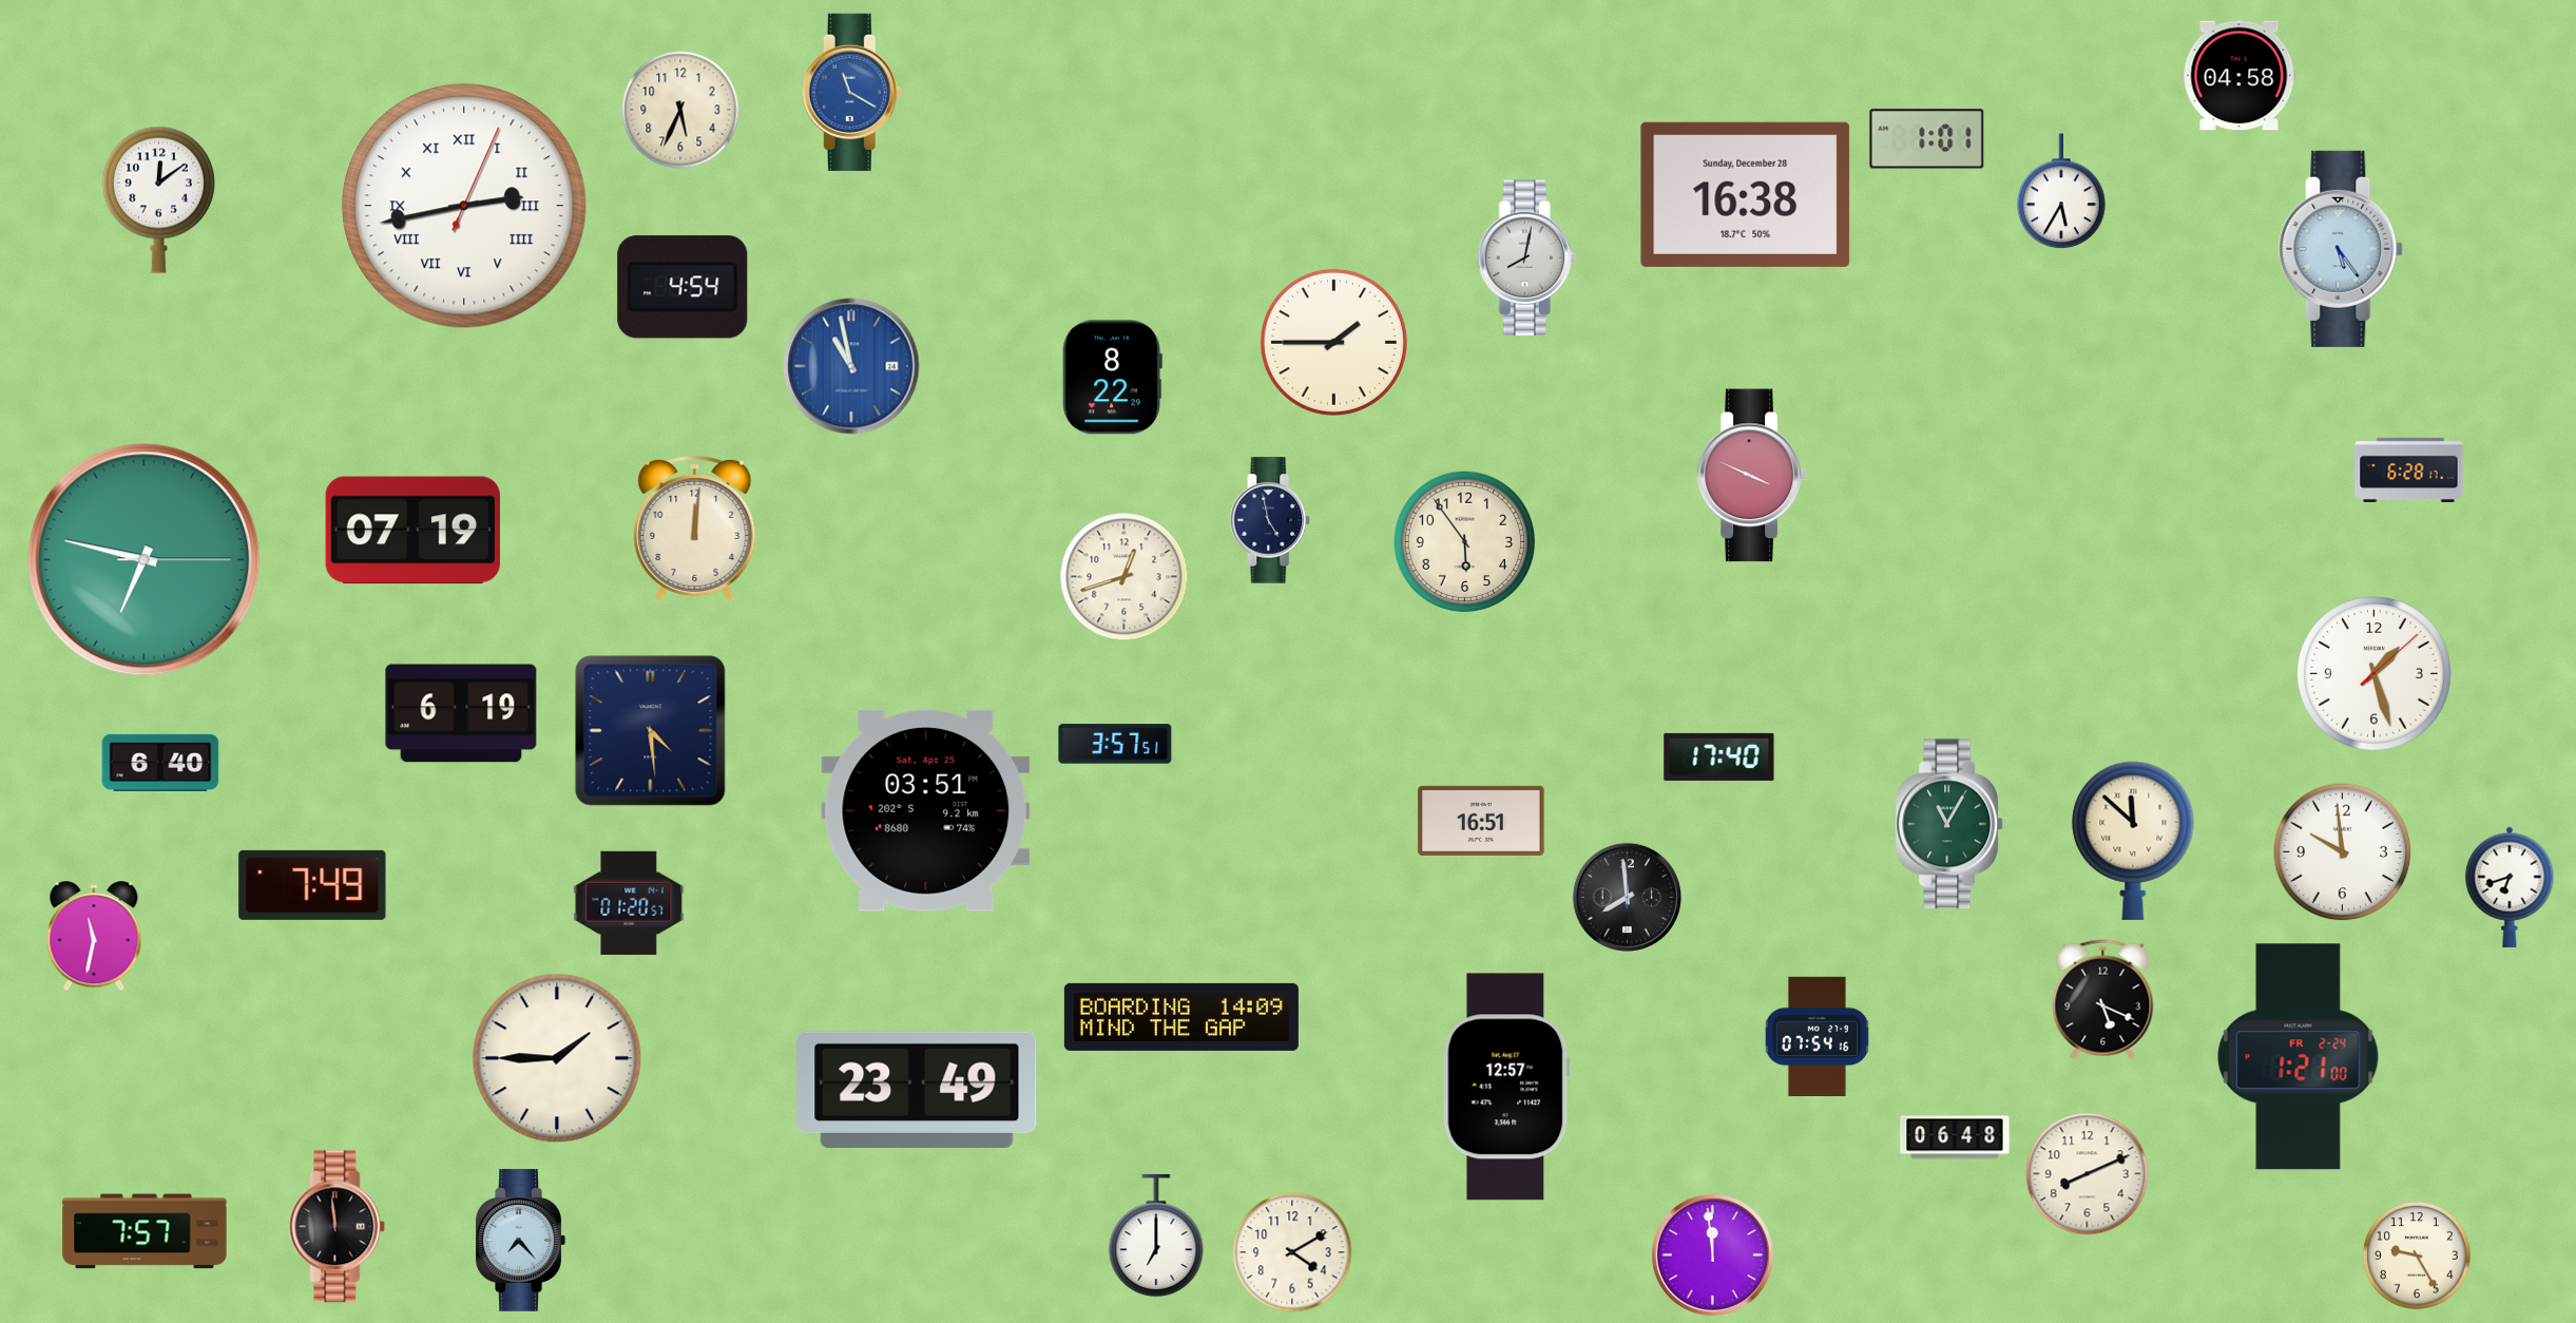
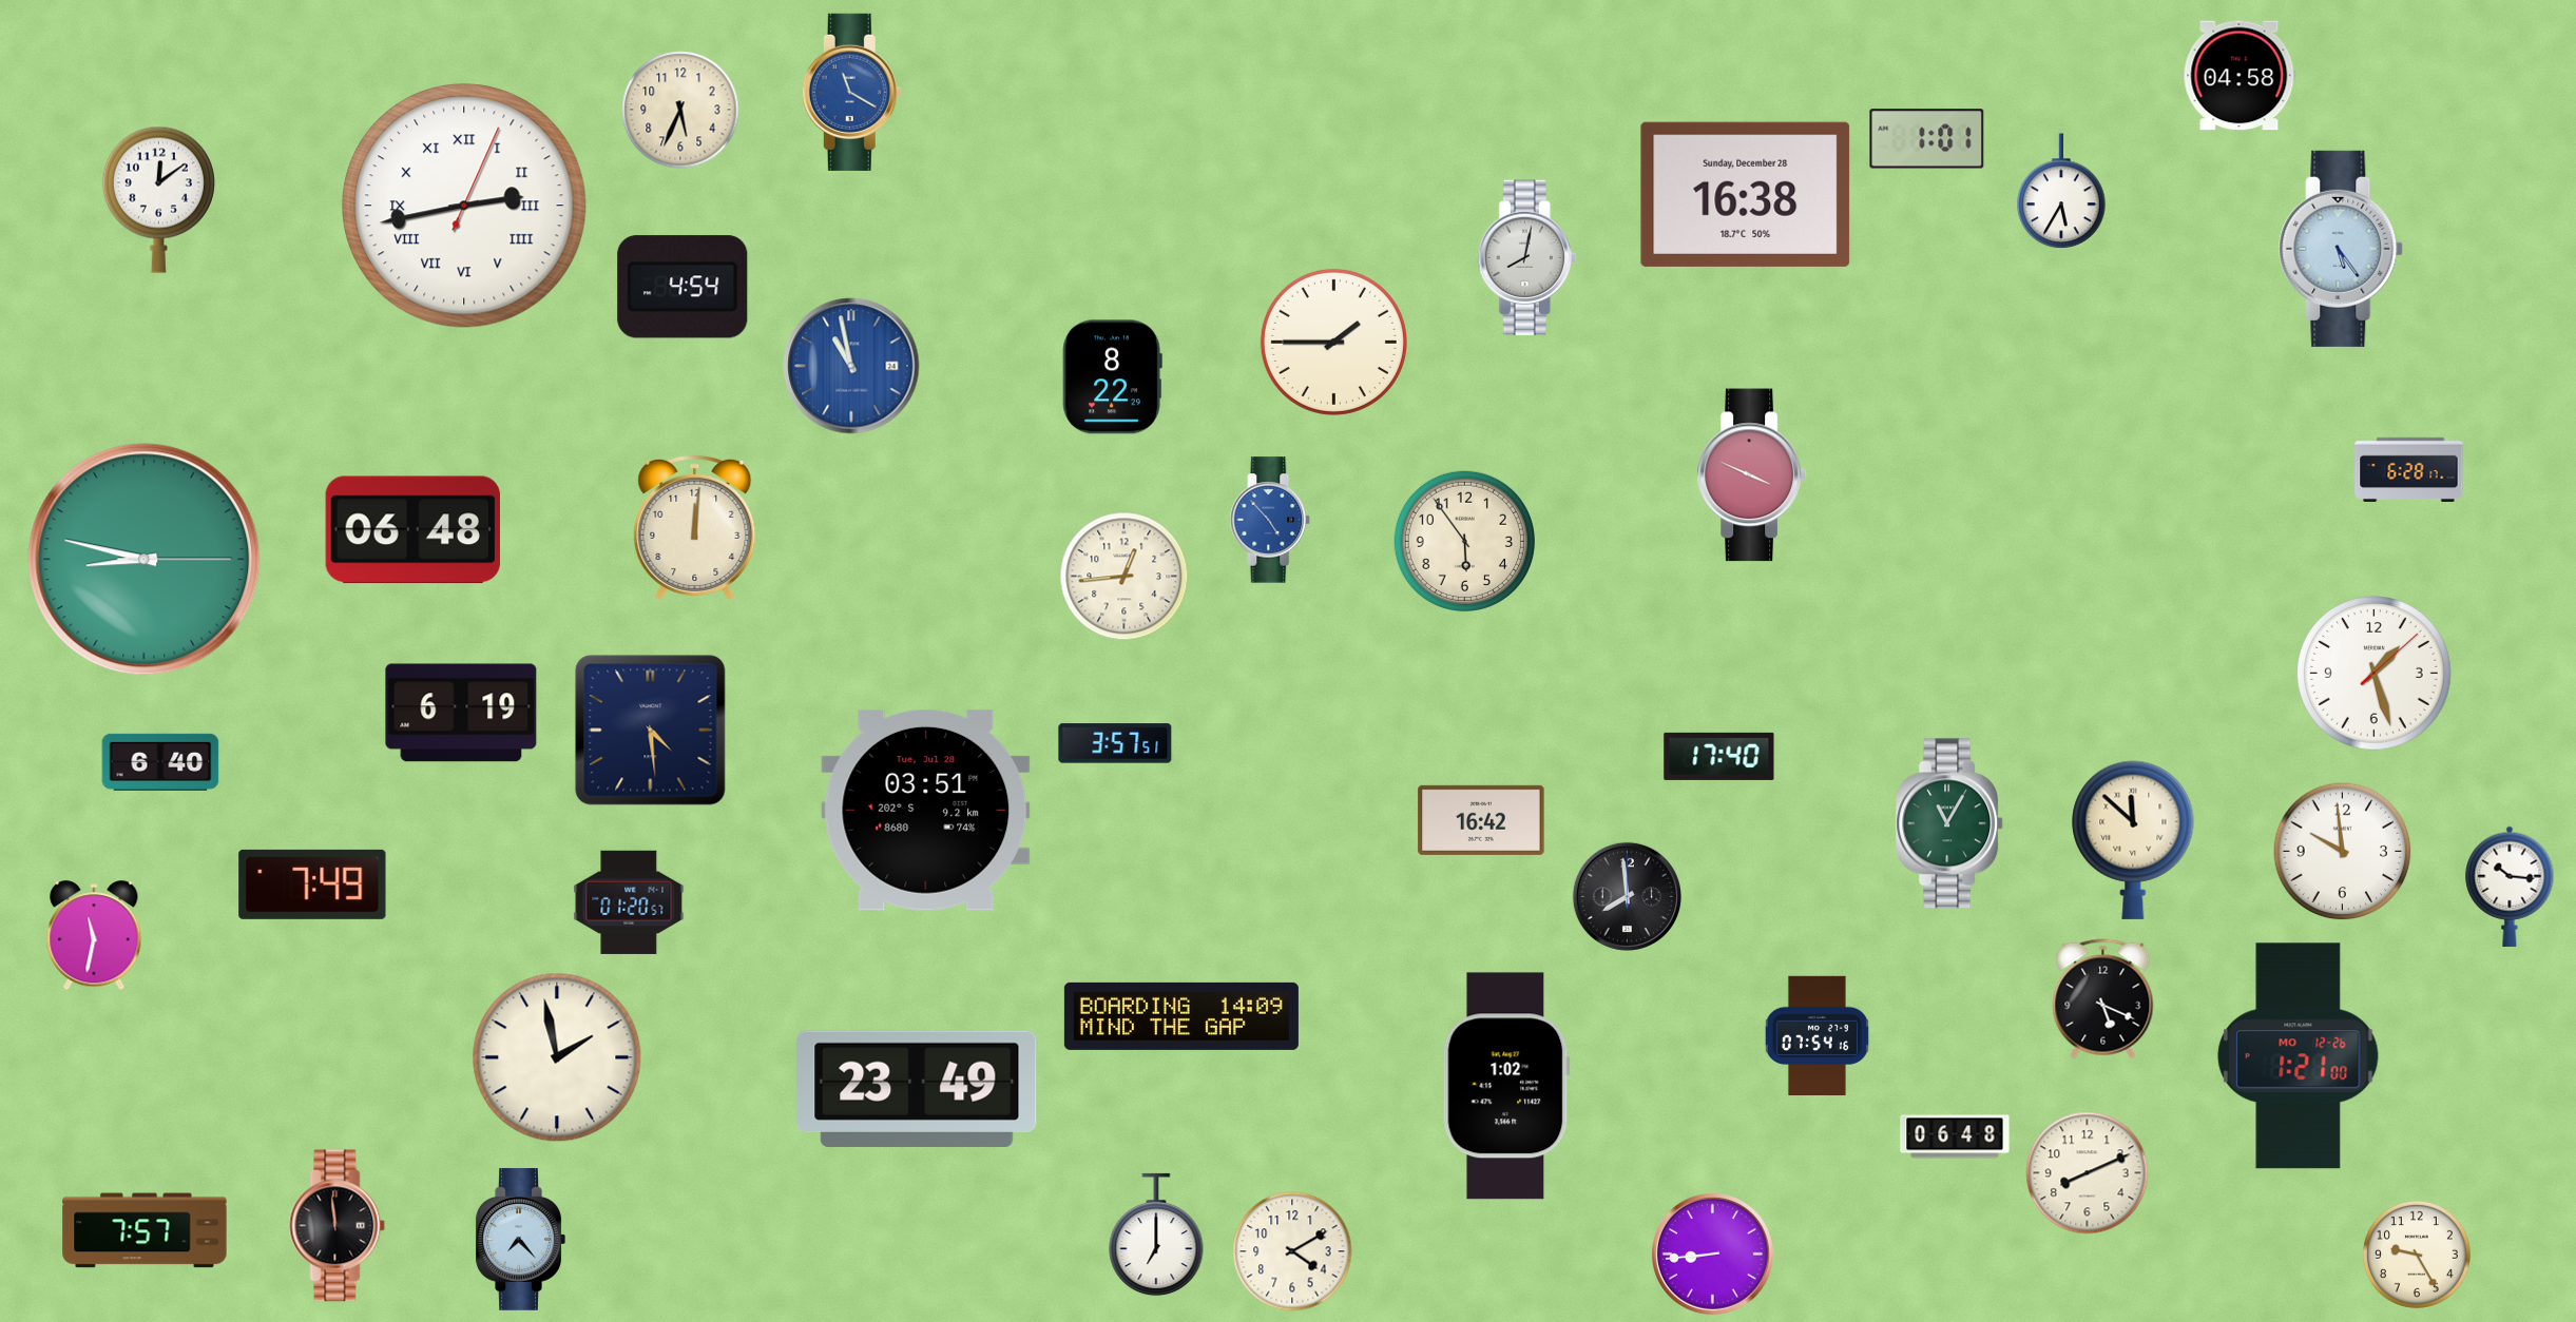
clock at (1270, 520): 4:58 -> 4:53
clock at (1270, 520) dial: navy -> blue
clock at (412, 531): 07:19 -> 06:48
clock at (145, 560): 6:47 -> 8:47
clock at (1124, 577): 12:42 -> 12:44
clock at (926, 810) date: Sat, Apr 25 -> Tue, Jul 28
clock at (1481, 821): 16:51 -> 16:42
clock at (2510, 887): 6:42 -> 10:16
clock at (2299, 1057) date: FR 2-24 -> MO 12-26
clock at (557, 1058): 1:45 -> 1:58
clock at (1506, 1087): 12:57 -> 1:02
clock at (1712, 1254): 11:59 -> 8:44
